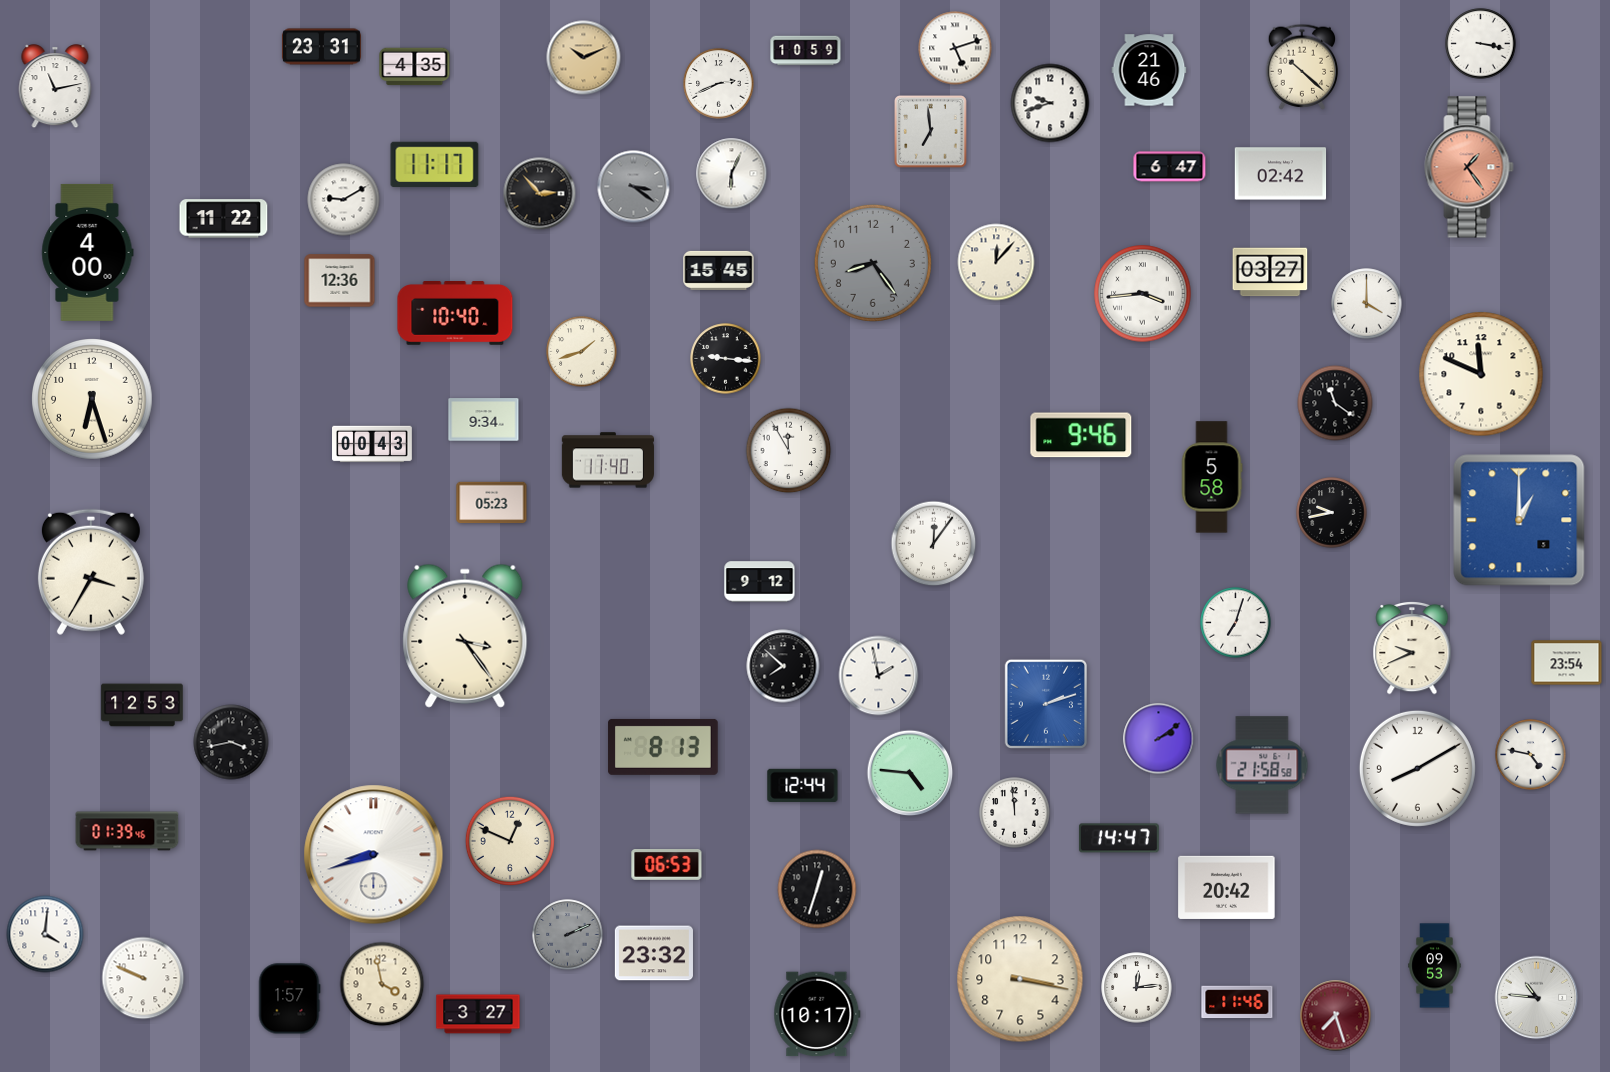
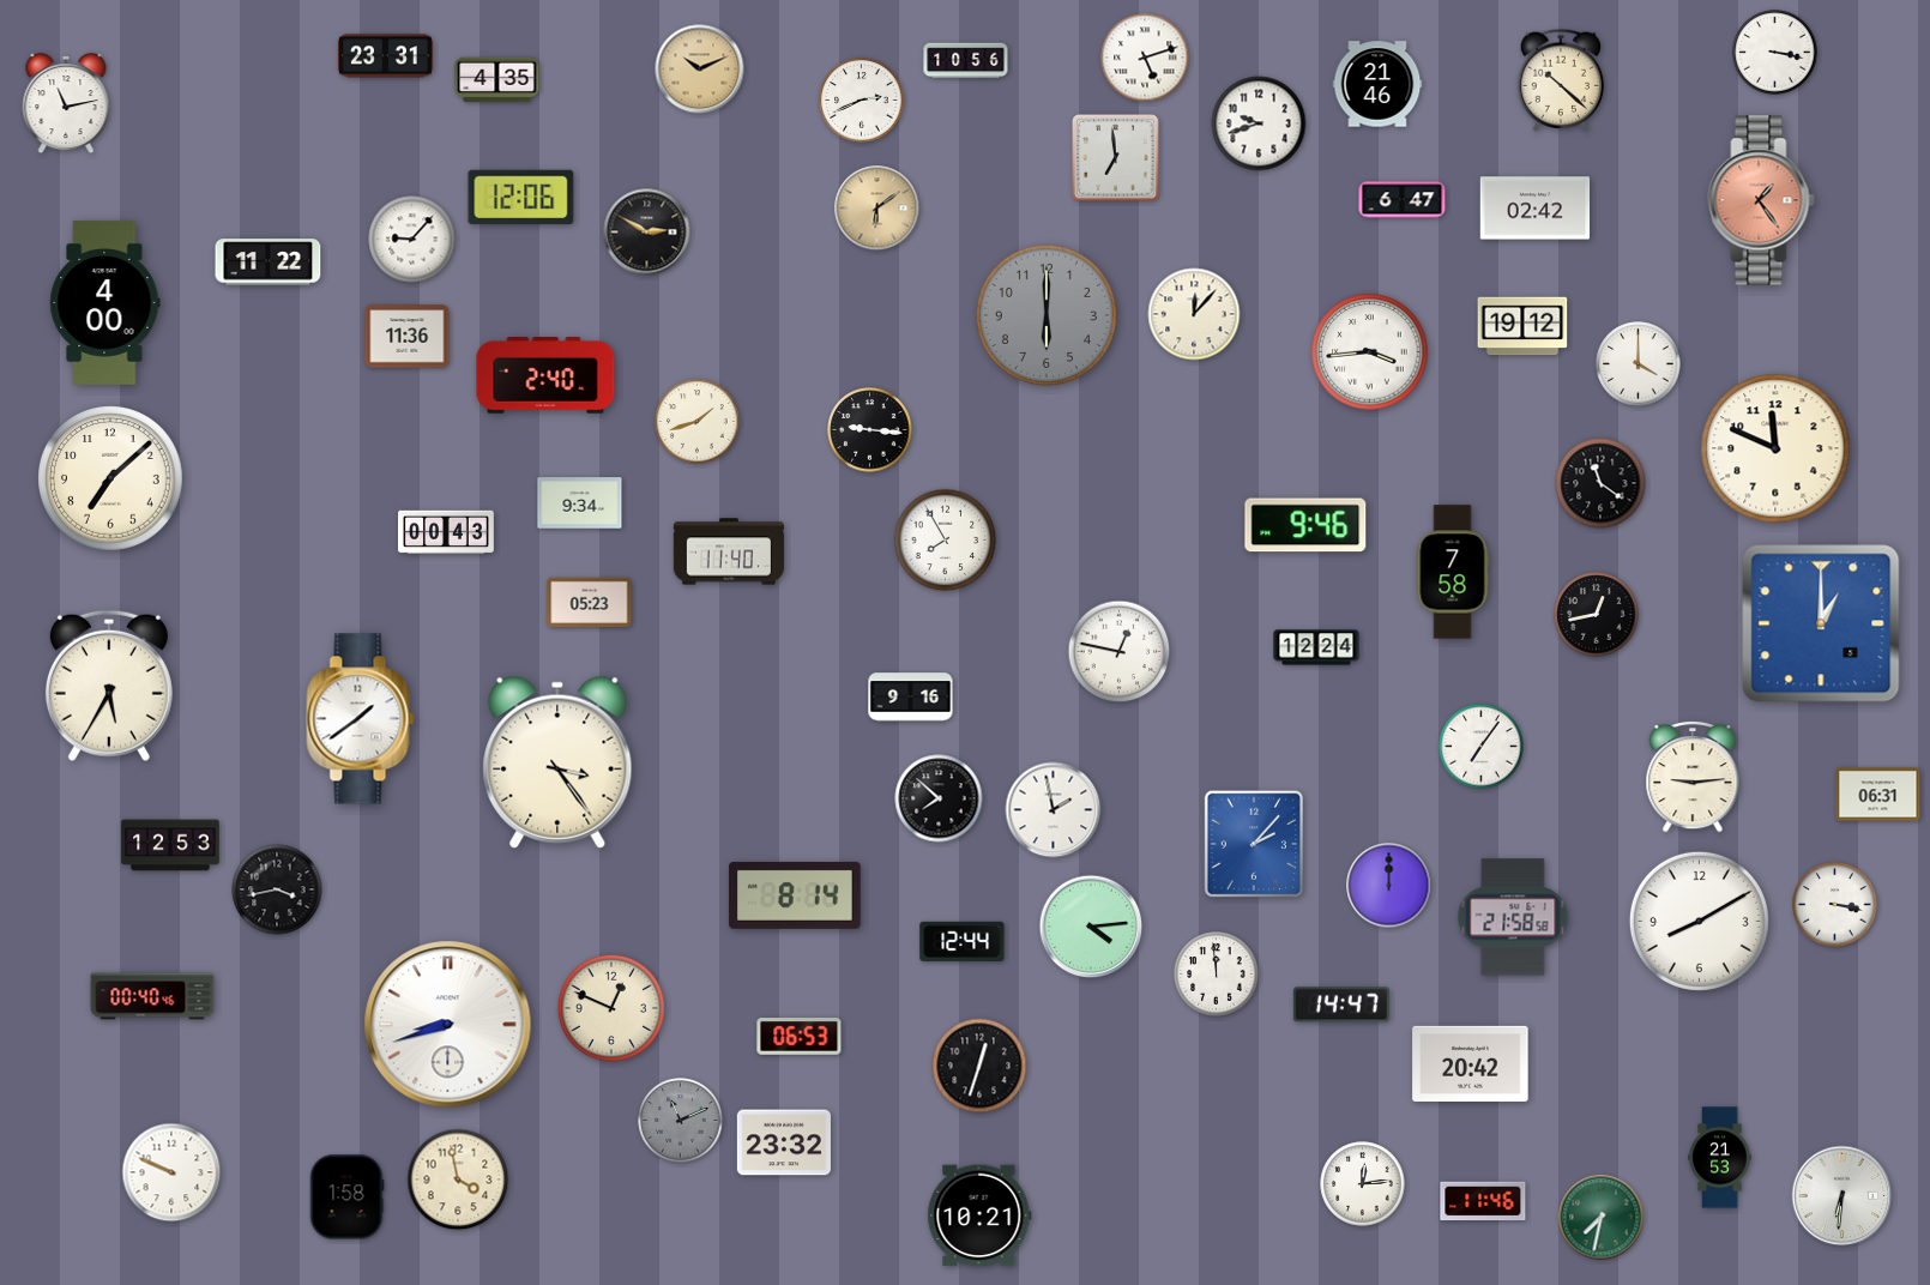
clock at (806, 51): 10:59 -> 10:56
clock at (435, 165): 11:17 -> 12:06
clock at (732, 174): 6:04 -> 6:09
clock at (732, 174) dial: white -> champagne
clock at (634, 187): 3:21 -> none
clock at (540, 194): 2:53 -> 2:50
clock at (344, 200): 9:10 -> 9:07
clock at (873, 263): 8:24 -> 6:00
clock at (719, 270): 15:45 -> none
clock at (1270, 272): 03:27 -> 19:12
clock at (340, 281): 12:36 -> 11:36
clock at (455, 313): 10:40 -> 2:40
clock at (92, 399): 6:27 -> 7:08
clock at (1081, 435) position: (1081, 435) -> (1305, 525)
clock at (789, 451): 11:55 -> 7:55
clock at (1212, 477): 5:58 -> 7:58
clock at (1332, 513): 9:43 -> 12:43
clock at (1316, 647): none -> 12:24
clock at (934, 544): 12:06 -> 12:47
clock at (91, 572): 3:35 -> 5:35
clock at (760, 582): 9:12 -> 9:16
clock at (361, 719): none -> 1:39
clock at (1236, 623): 7:03 -> 7:06
clock at (1412, 648): 9:41 -> 9:14
clock at (1567, 663): 23:54 -> 06:31
clock at (1045, 704): 2:12 -> 2:07
clock at (1159, 739): 2:09 -> 12:00
clock at (663, 747): 8:13 -> 8:14
clock at (1531, 755): 4:47 -> 3:17
clock at (910, 773): 4:46 -> 4:14
clock at (127, 831): 01:39 -> 00:40
clock at (45, 934): 4:01 -> none
clock at (568, 935): 2:11 -> 11:11
clock at (1435, 966): 09:53 -> 21:53
clock at (1020, 979): 3:17 -> none
clock at (1537, 998): 10:46 -> 6:31
clock at (289, 999): 1:57 -> 1:58
clock at (478, 1014): 3:27 -> none
clock at (817, 1014): 10:17 -> 10:21
clock at (1336, 1016): 7:27 -> 7:32
clock at (1336, 1016) dial: burgundy -> green
